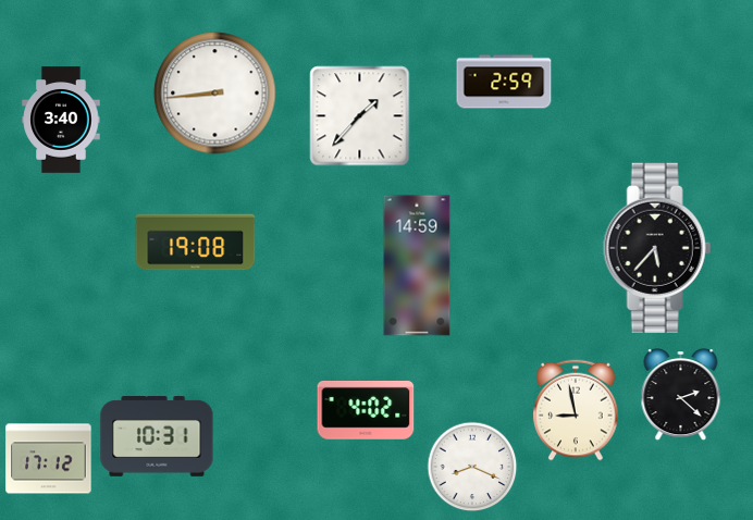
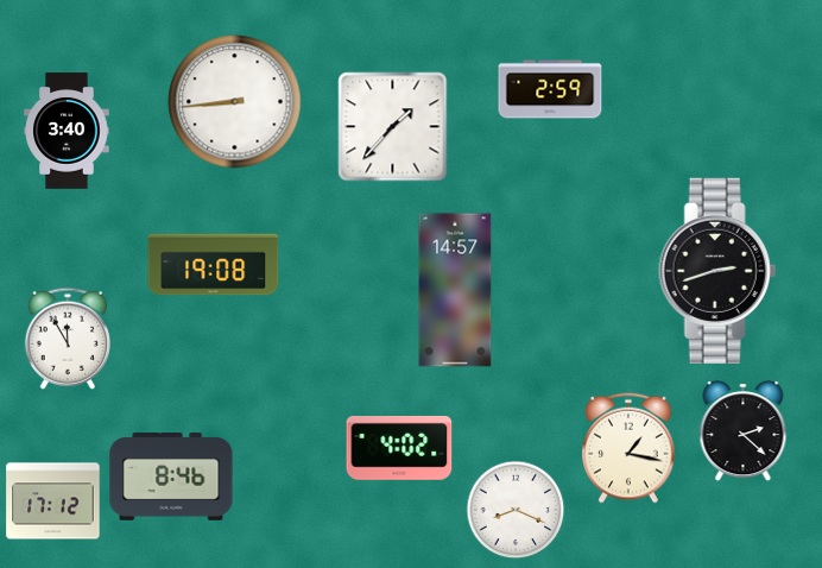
clock at (657, 248): 5:37 -> 2:42
clock at (417, 265): 14:59 -> 14:57
clock at (68, 339): none -> 11:55
clock at (576, 410): 8:58 -> 1:17
clock at (157, 437): 10:31 -> 8:46
